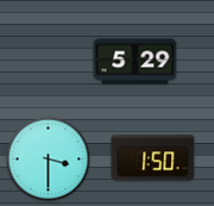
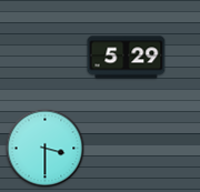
clock at (153, 158): 1:50 -> none
